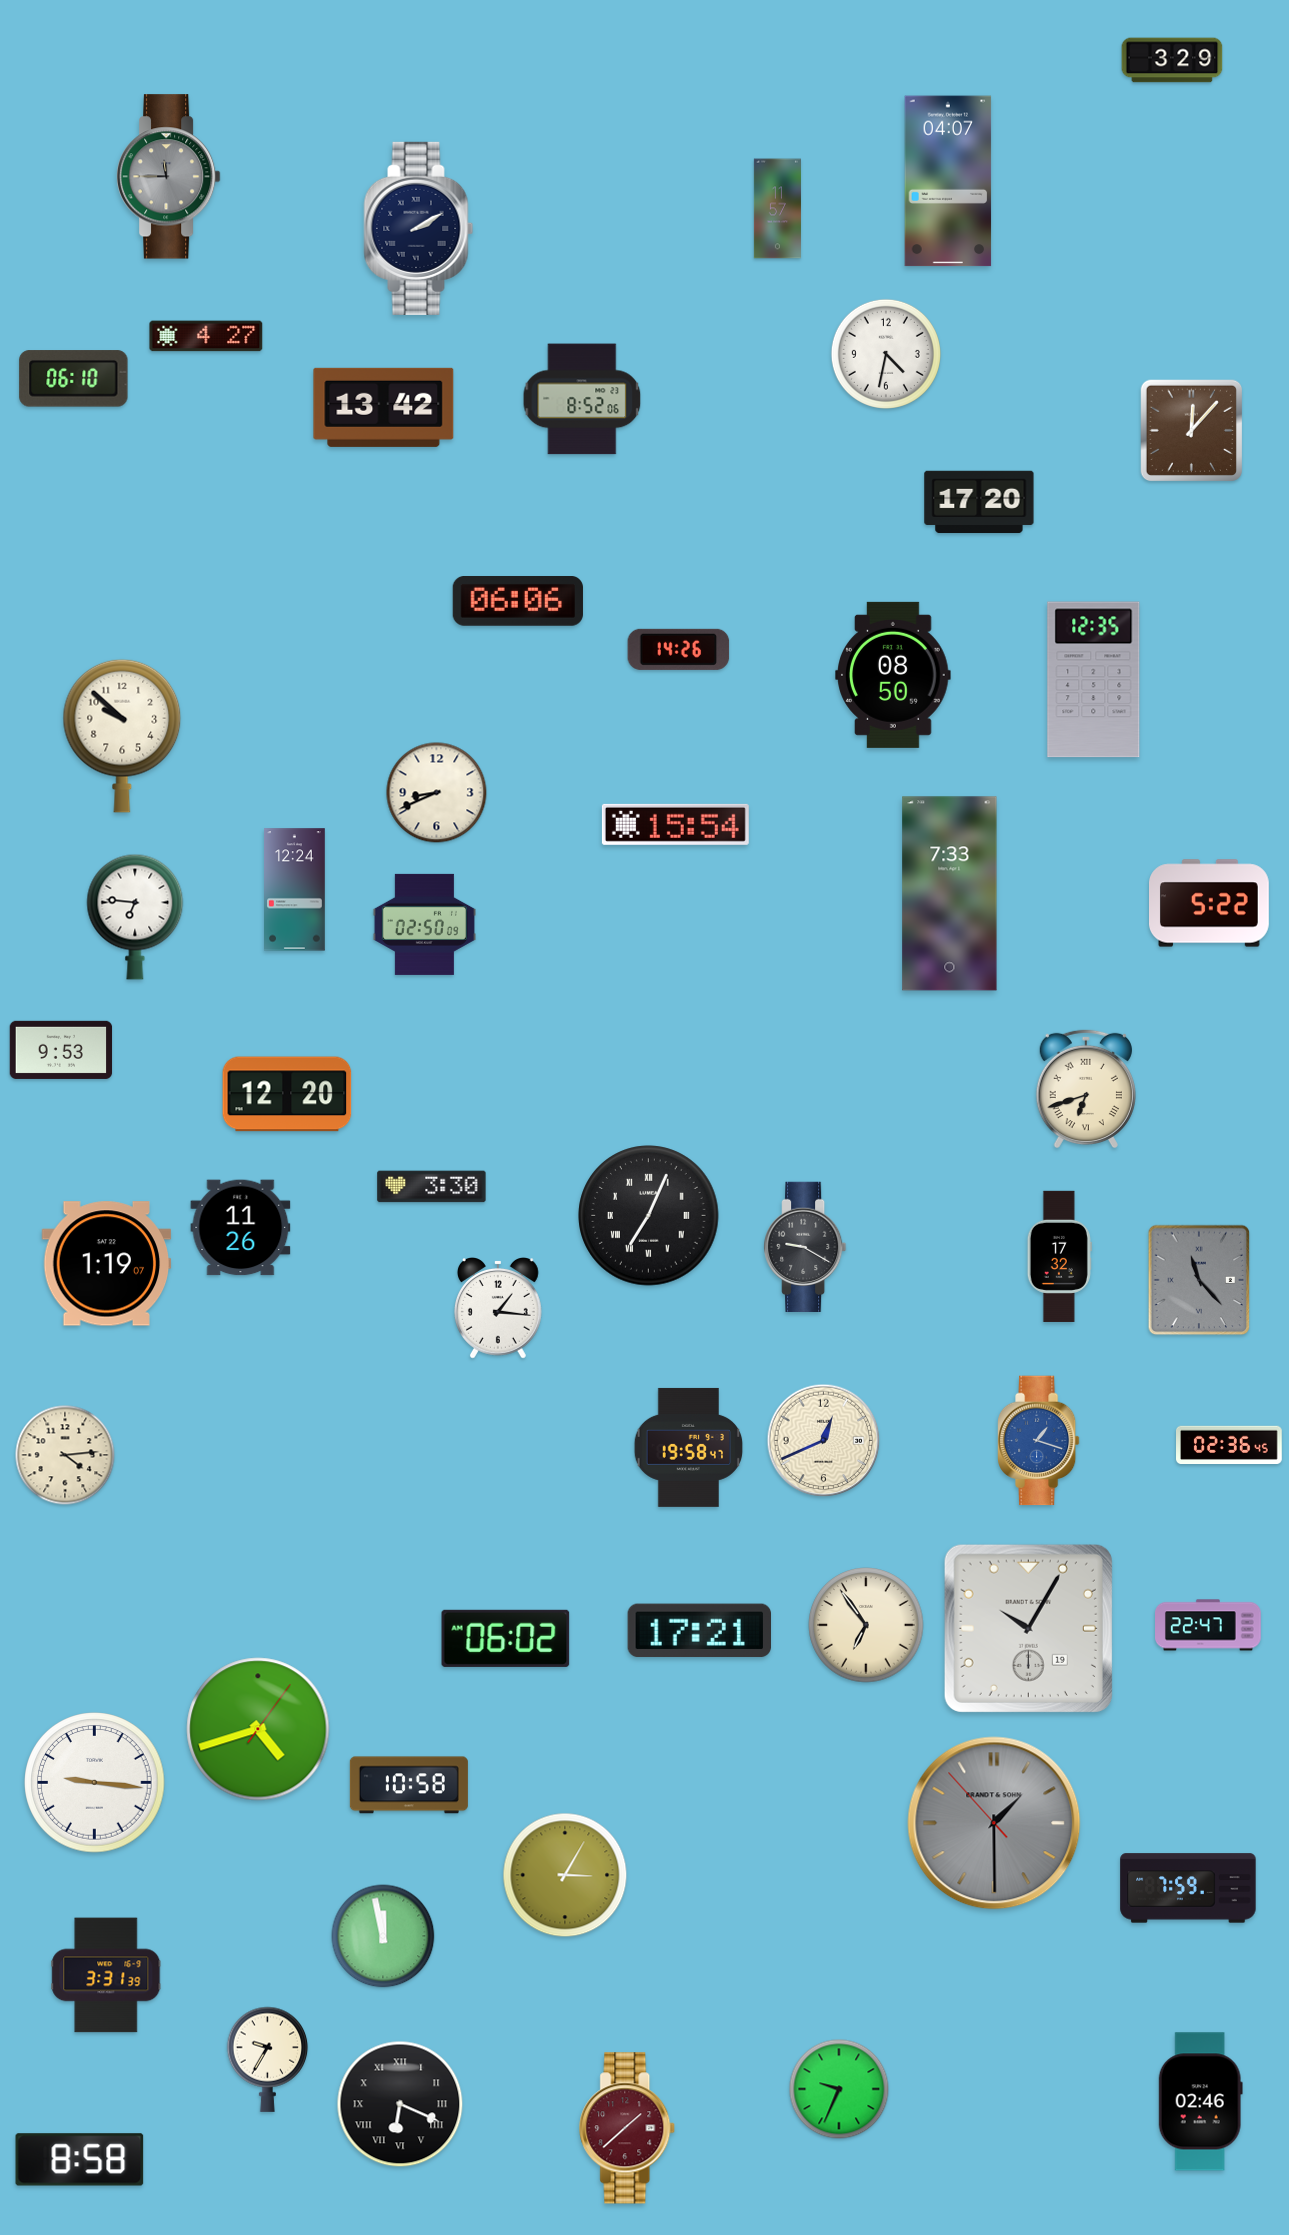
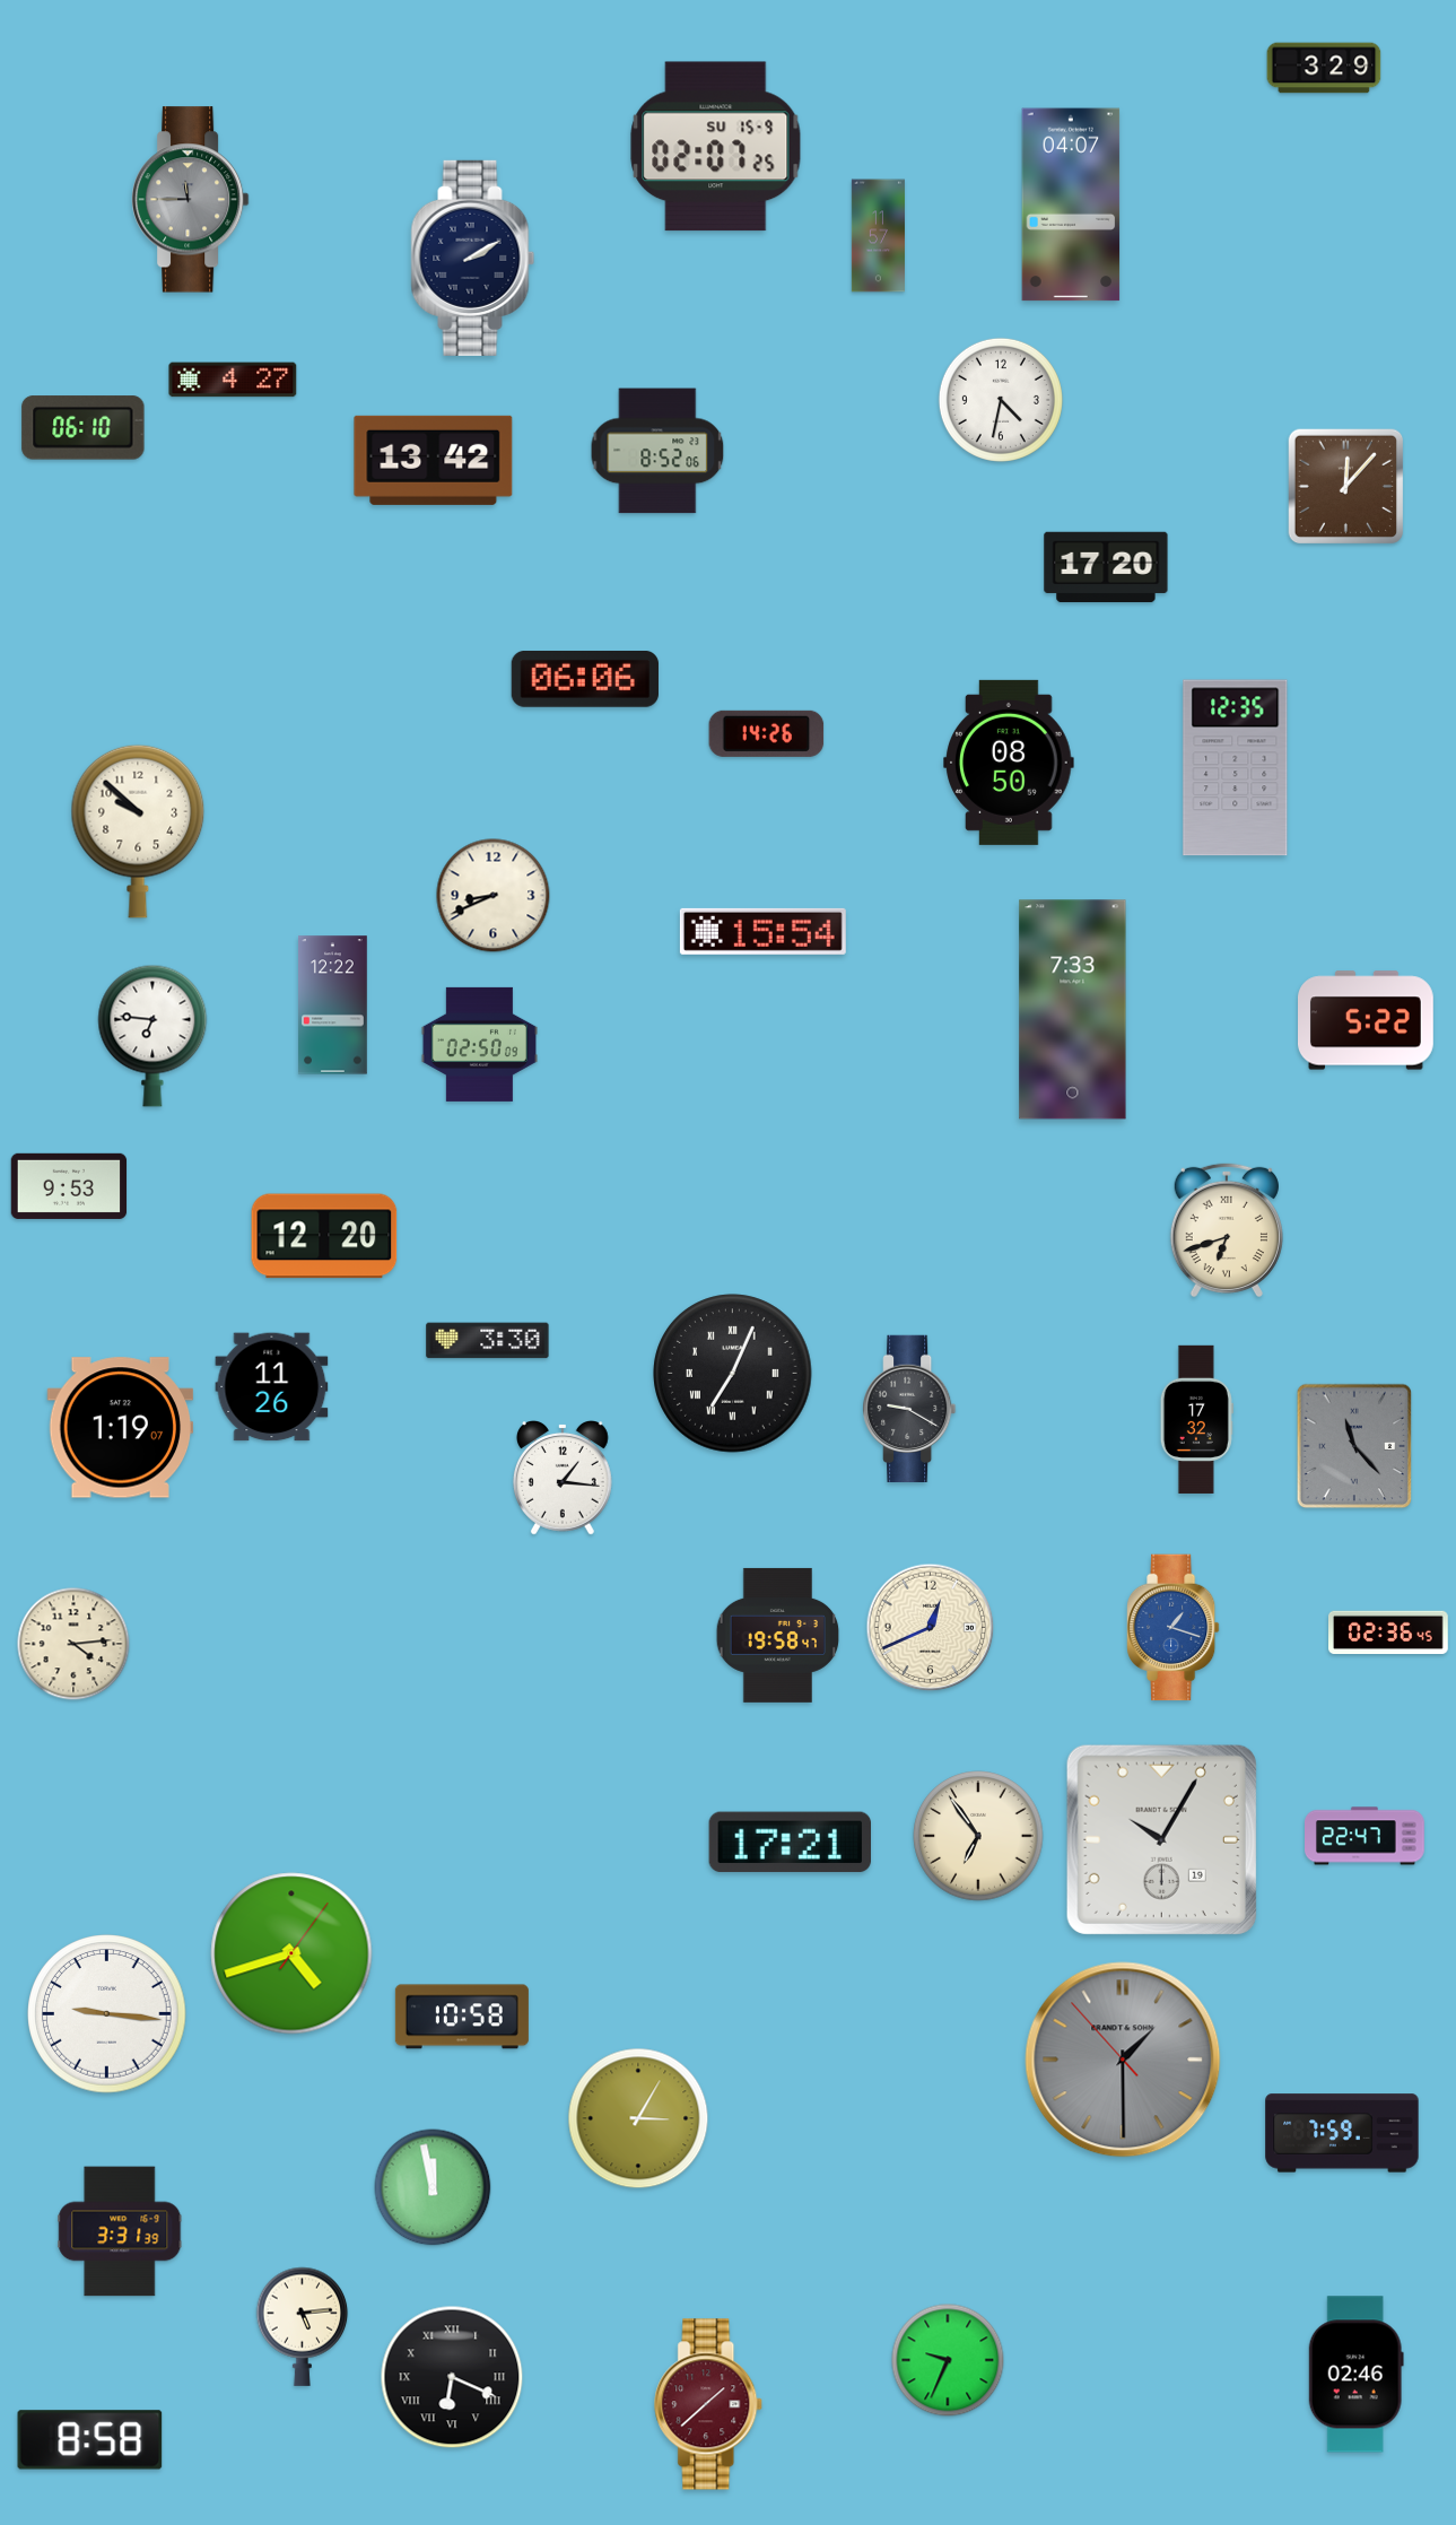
clock at (716, 147): none -> 02:07
clock at (295, 890): 12:24 -> 12:22
clock at (506, 1638): 06:02 -> none
clock at (268, 2059): 9:35 -> 5:14
